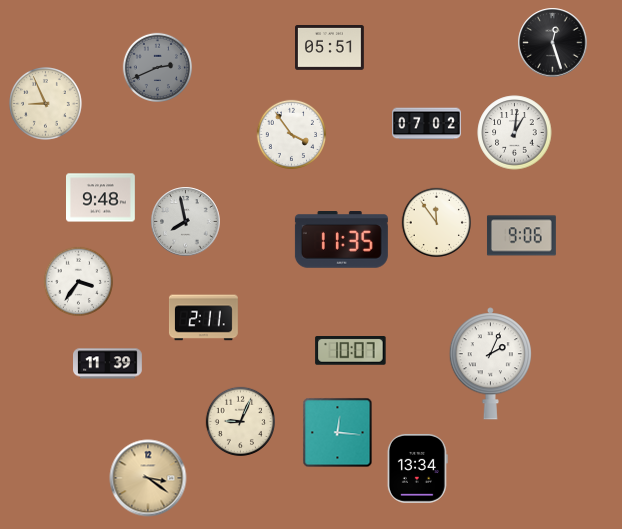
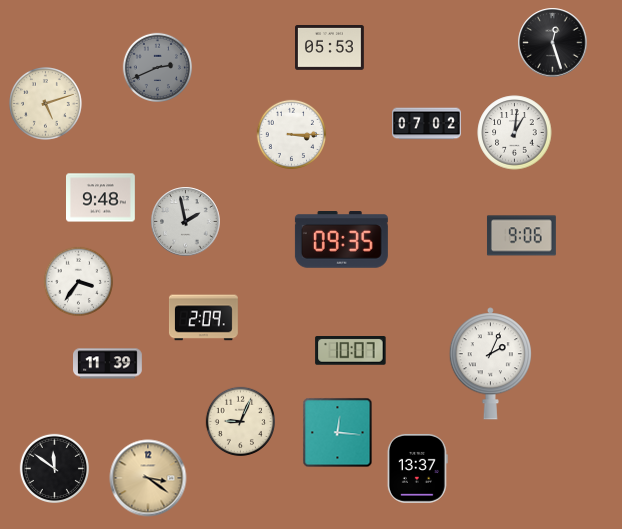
clock at (330, 48): 05:51 -> 05:53
clock at (46, 104): 8:56 -> 5:12
clock at (291, 134): 3:54 -> 3:15
clock at (186, 222): 7:58 -> 1:58
clock at (436, 222): 11:54 -> none
clock at (341, 240): 11:35 -> 09:35
clock at (204, 318): 2:11 -> 2:09
clock at (54, 468): none -> 11:51
clock at (417, 468): 13:34 -> 13:37
